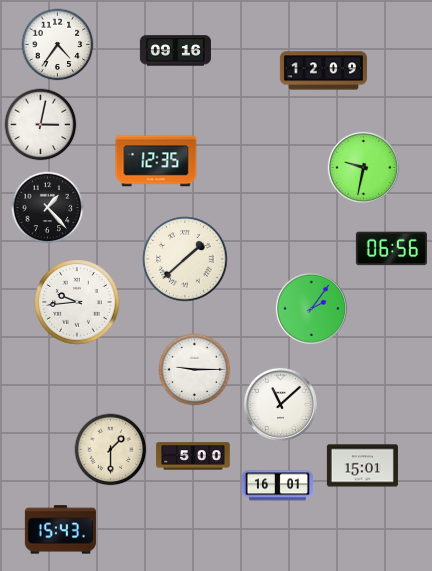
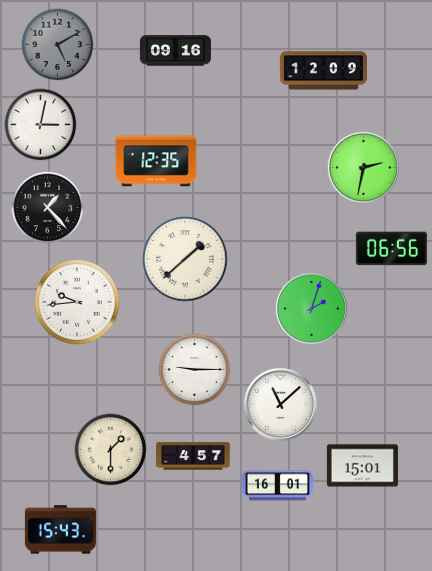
clock at (58, 45): 4:36 -> 5:10
clock at (58, 45) dial: white -> grey
clock at (363, 167): 9:32 -> 2:32
clock at (311, 308): 2:06 -> 2:03
clock at (193, 456): 5:00 -> 4:57
